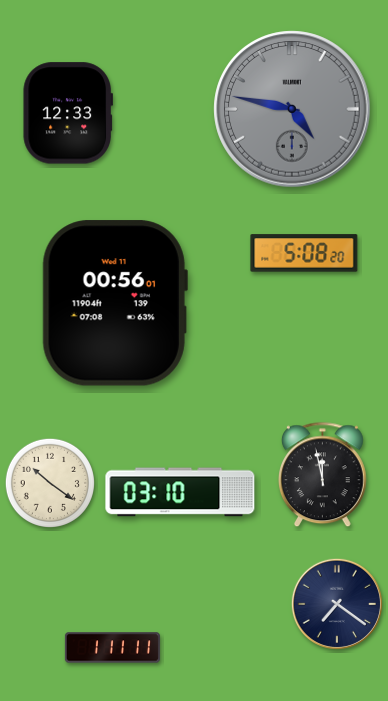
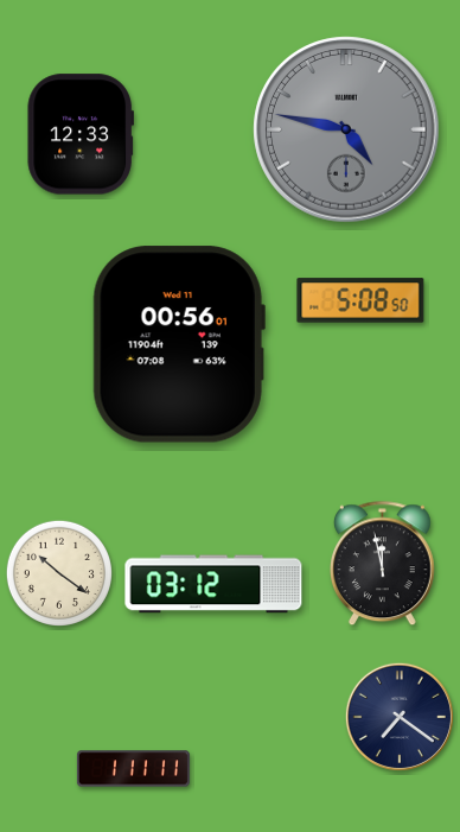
clock at (304, 253): 5:08:20 -> 5:08:50
clock at (115, 303) position: (115, 303) -> (179, 344)
clock at (180, 492): 03:10 -> 03:12
